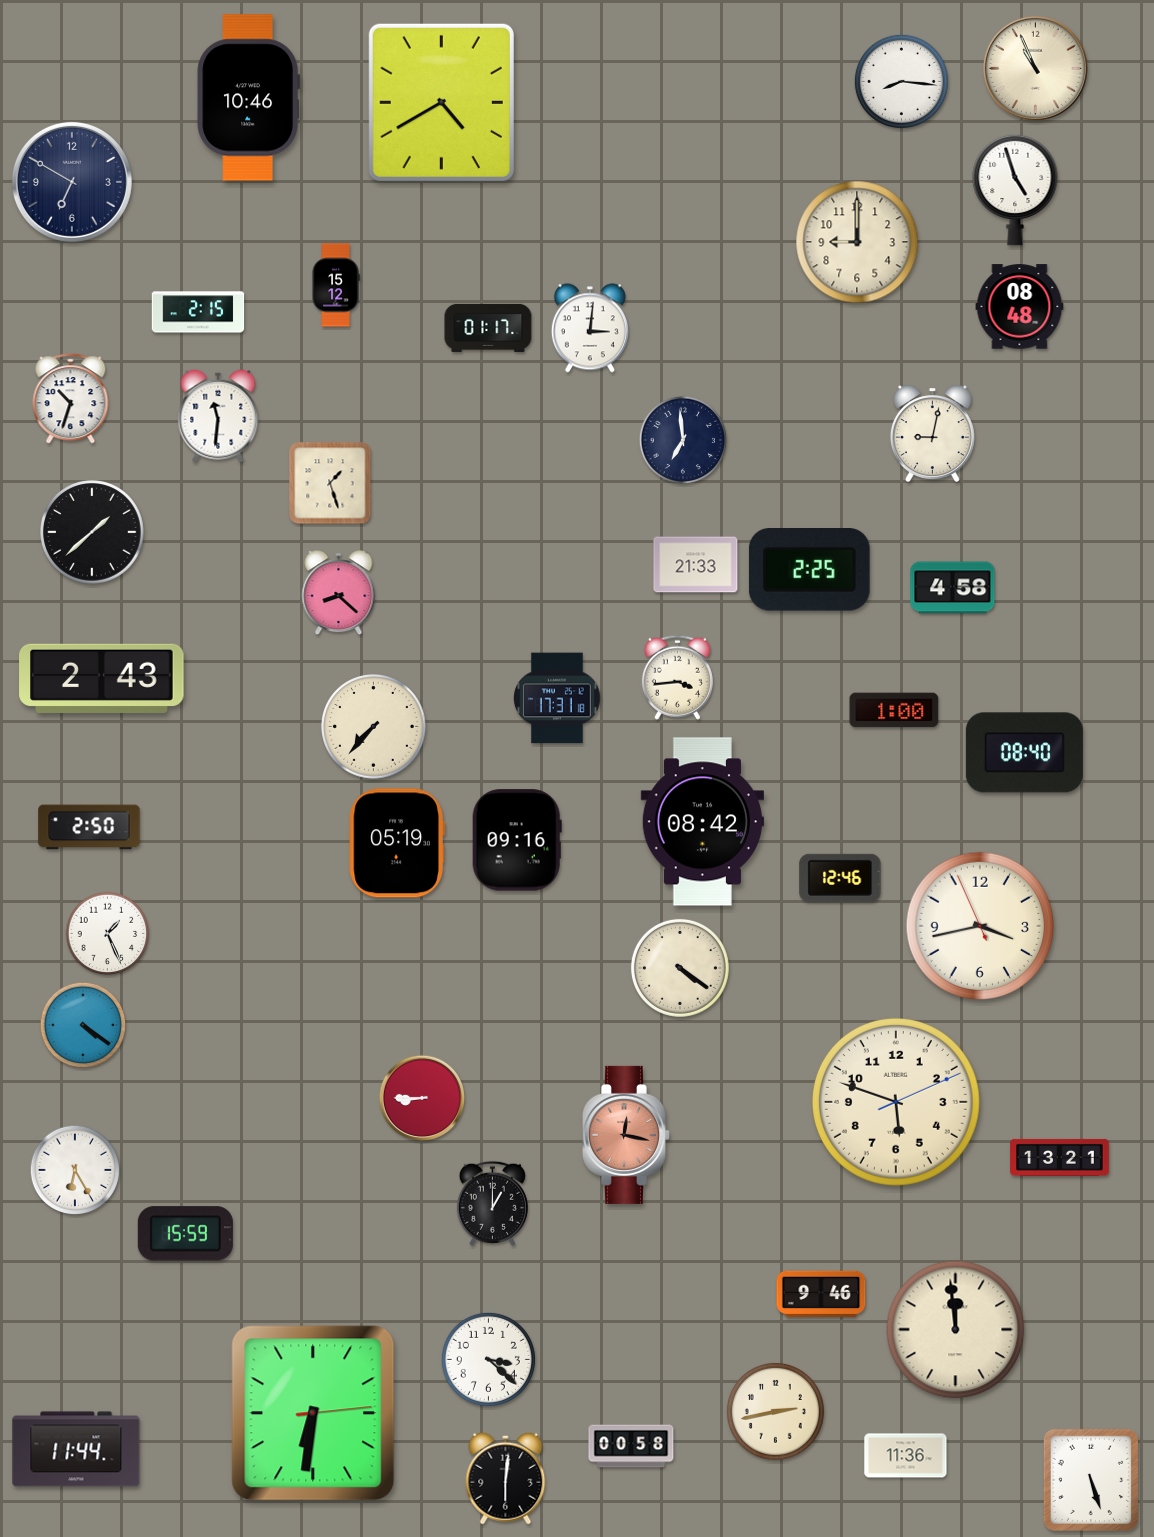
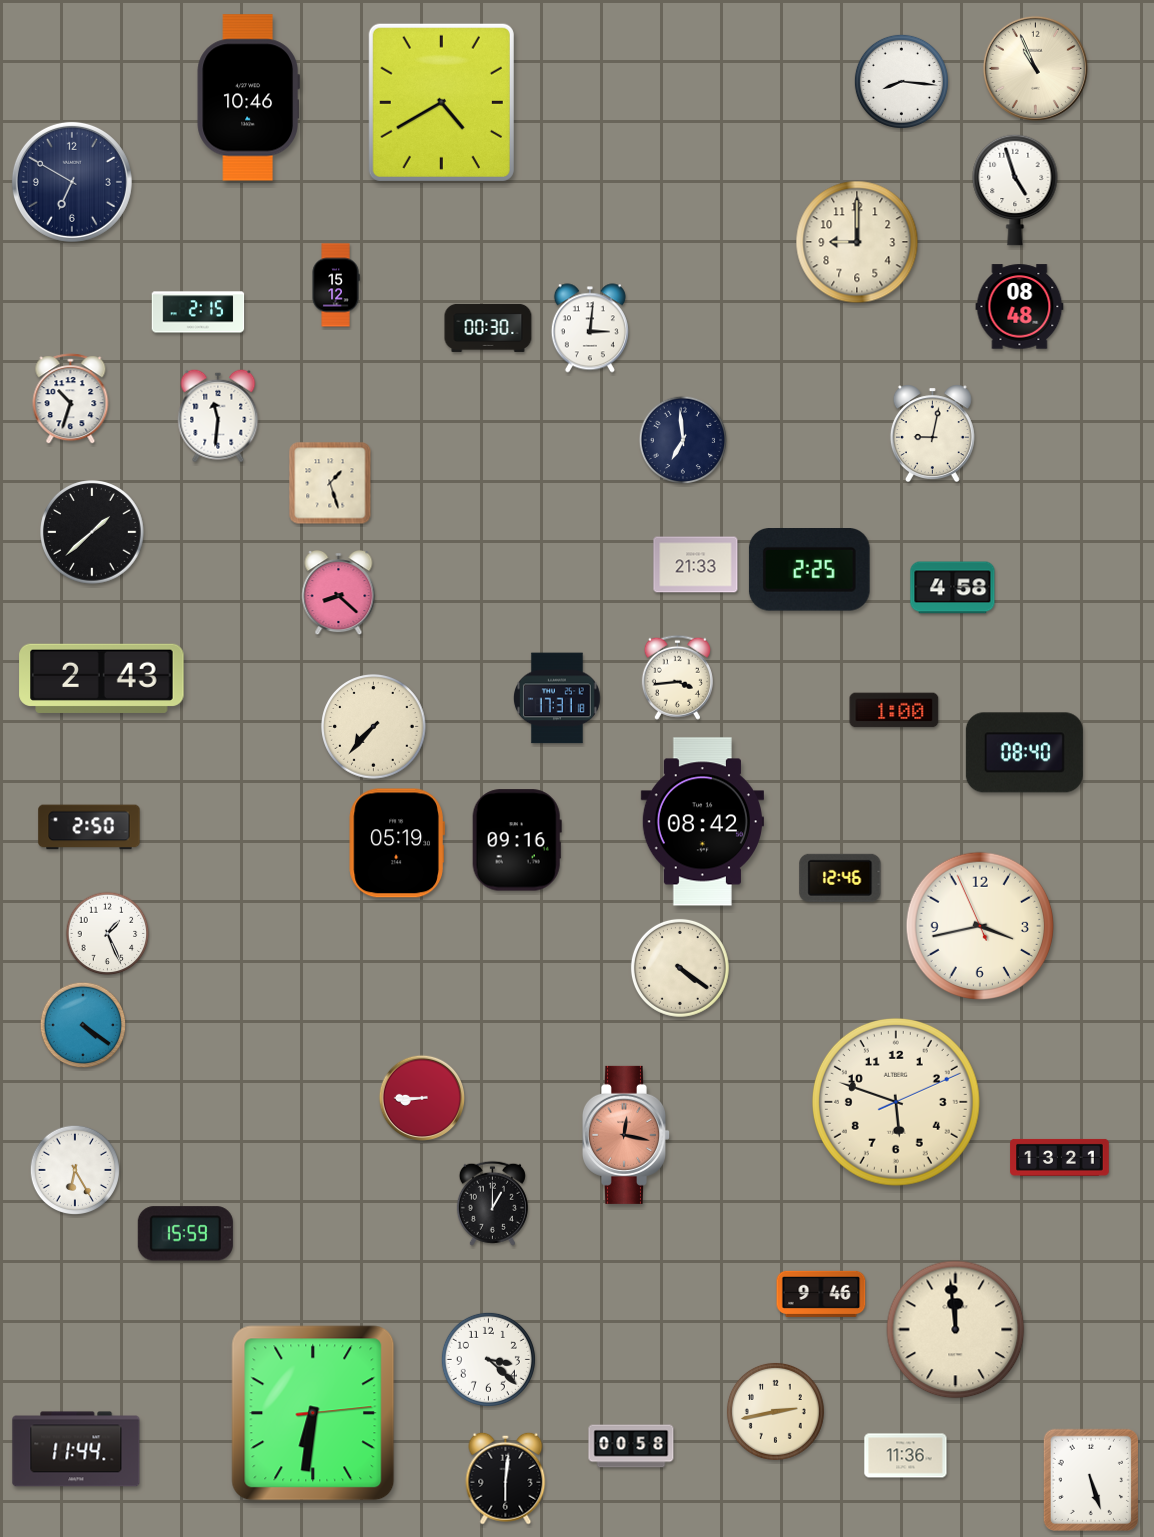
clock at (488, 328): 01:17 -> 00:30
